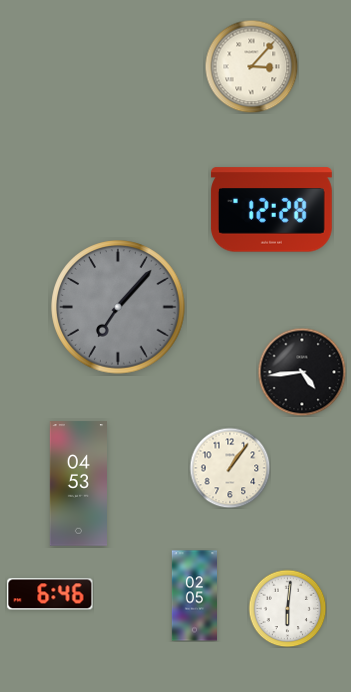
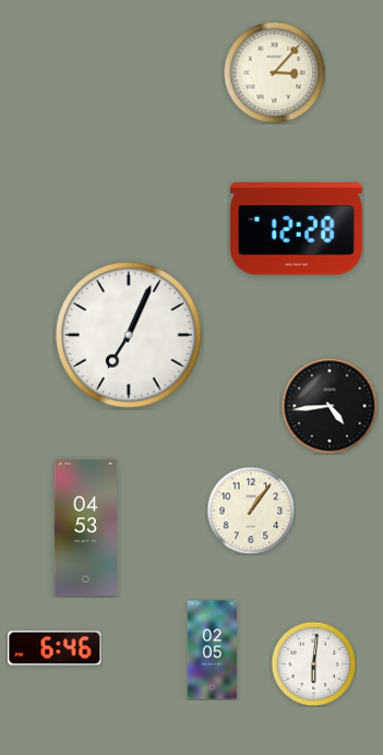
clock at (118, 307): 7:07 -> 7:04
clock at (118, 307) dial: grey -> white
